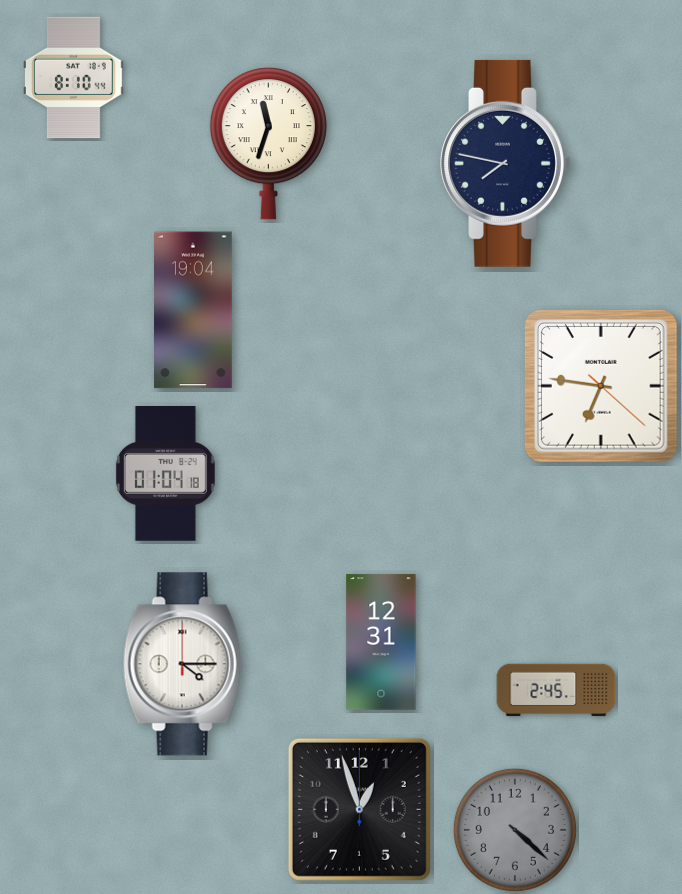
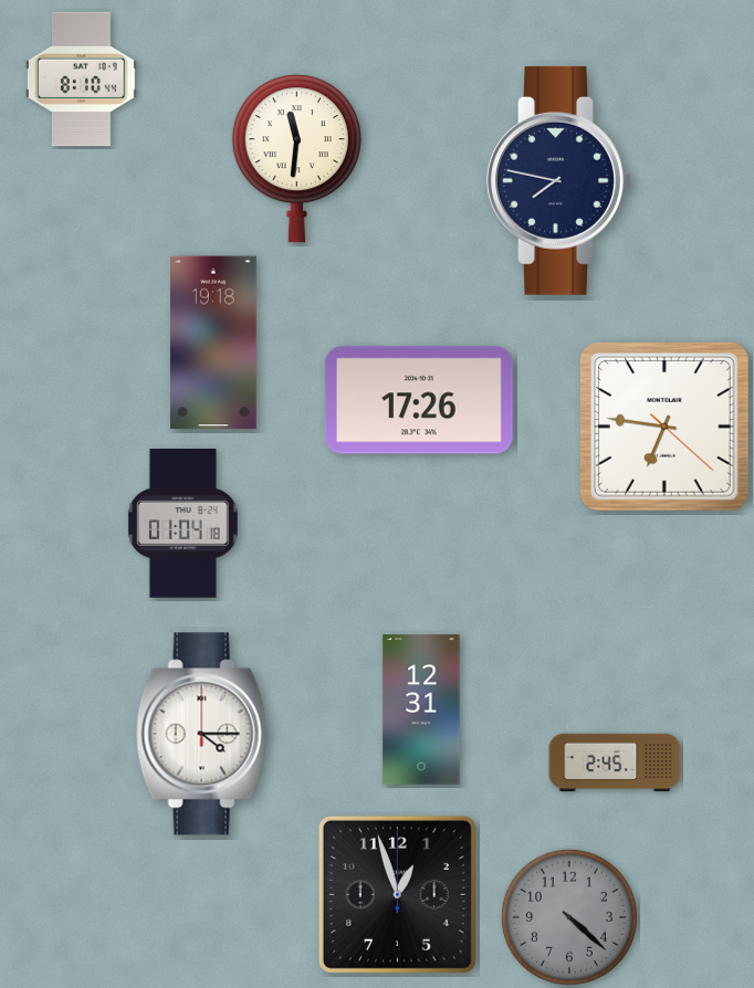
clock at (74, 78) position: (74, 78) -> (82, 80)
clock at (268, 144): 11:33 -> 11:31
clock at (194, 310): 19:04 -> 19:18
clock at (419, 400): none -> 17:26
